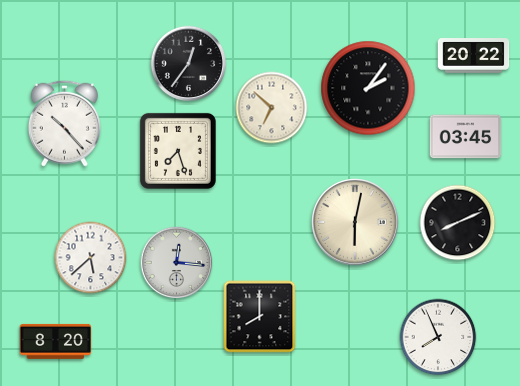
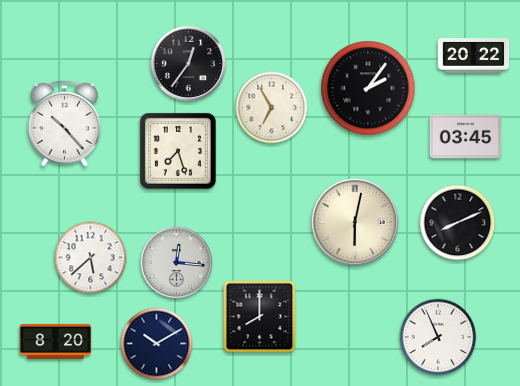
clock at (272, 108): 6:52 -> 6:55
clock at (157, 344): none -> 10:10
